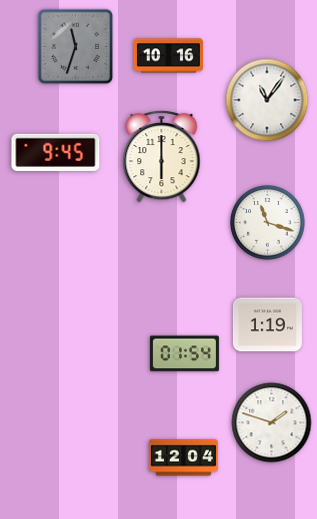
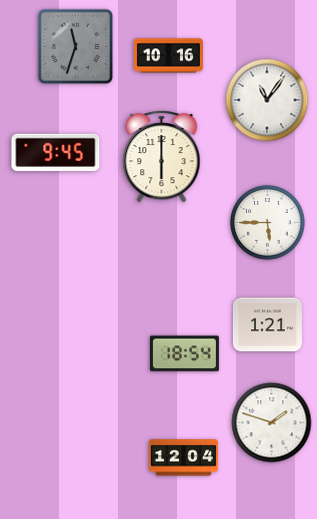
clock at (268, 223): 11:18 -> 5:45
clock at (267, 325): 1:19 -> 1:21
clock at (184, 354): 01:54 -> 18:54
